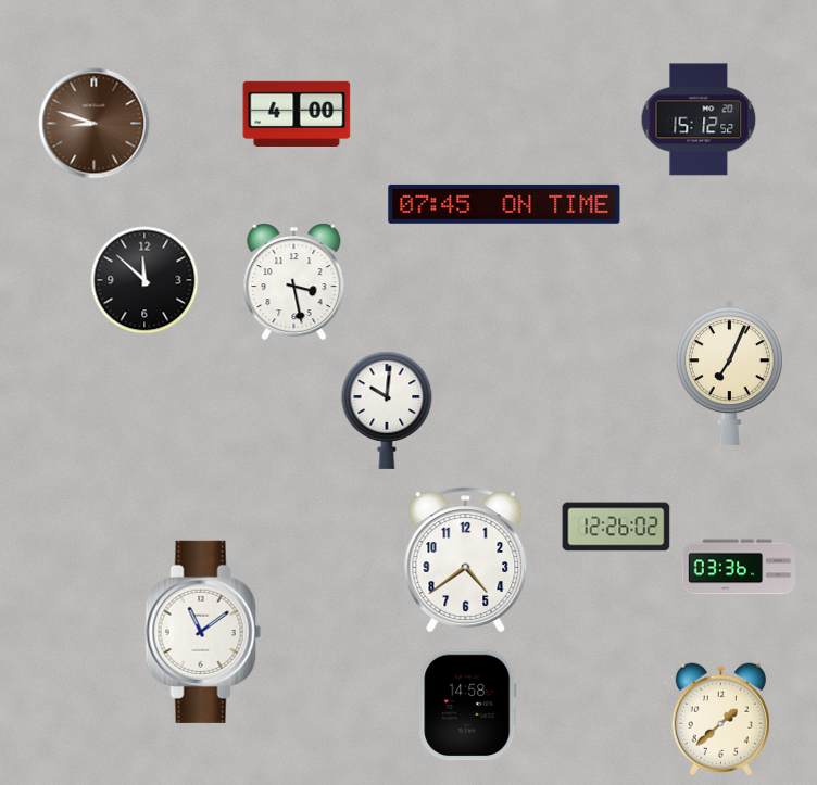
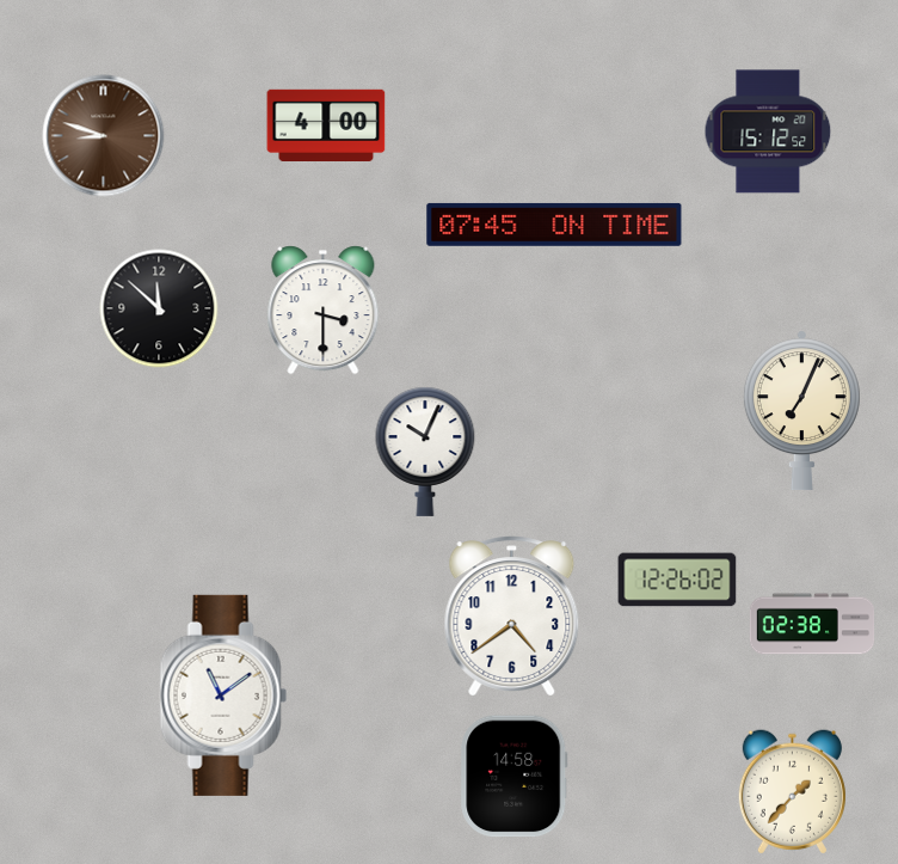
clock at (294, 282): 3:28 -> 3:30
clock at (387, 410): 10:01 -> 10:04
clock at (739, 567): 03:36 -> 02:38
clock at (720, 720): 1:38 -> 1:37
